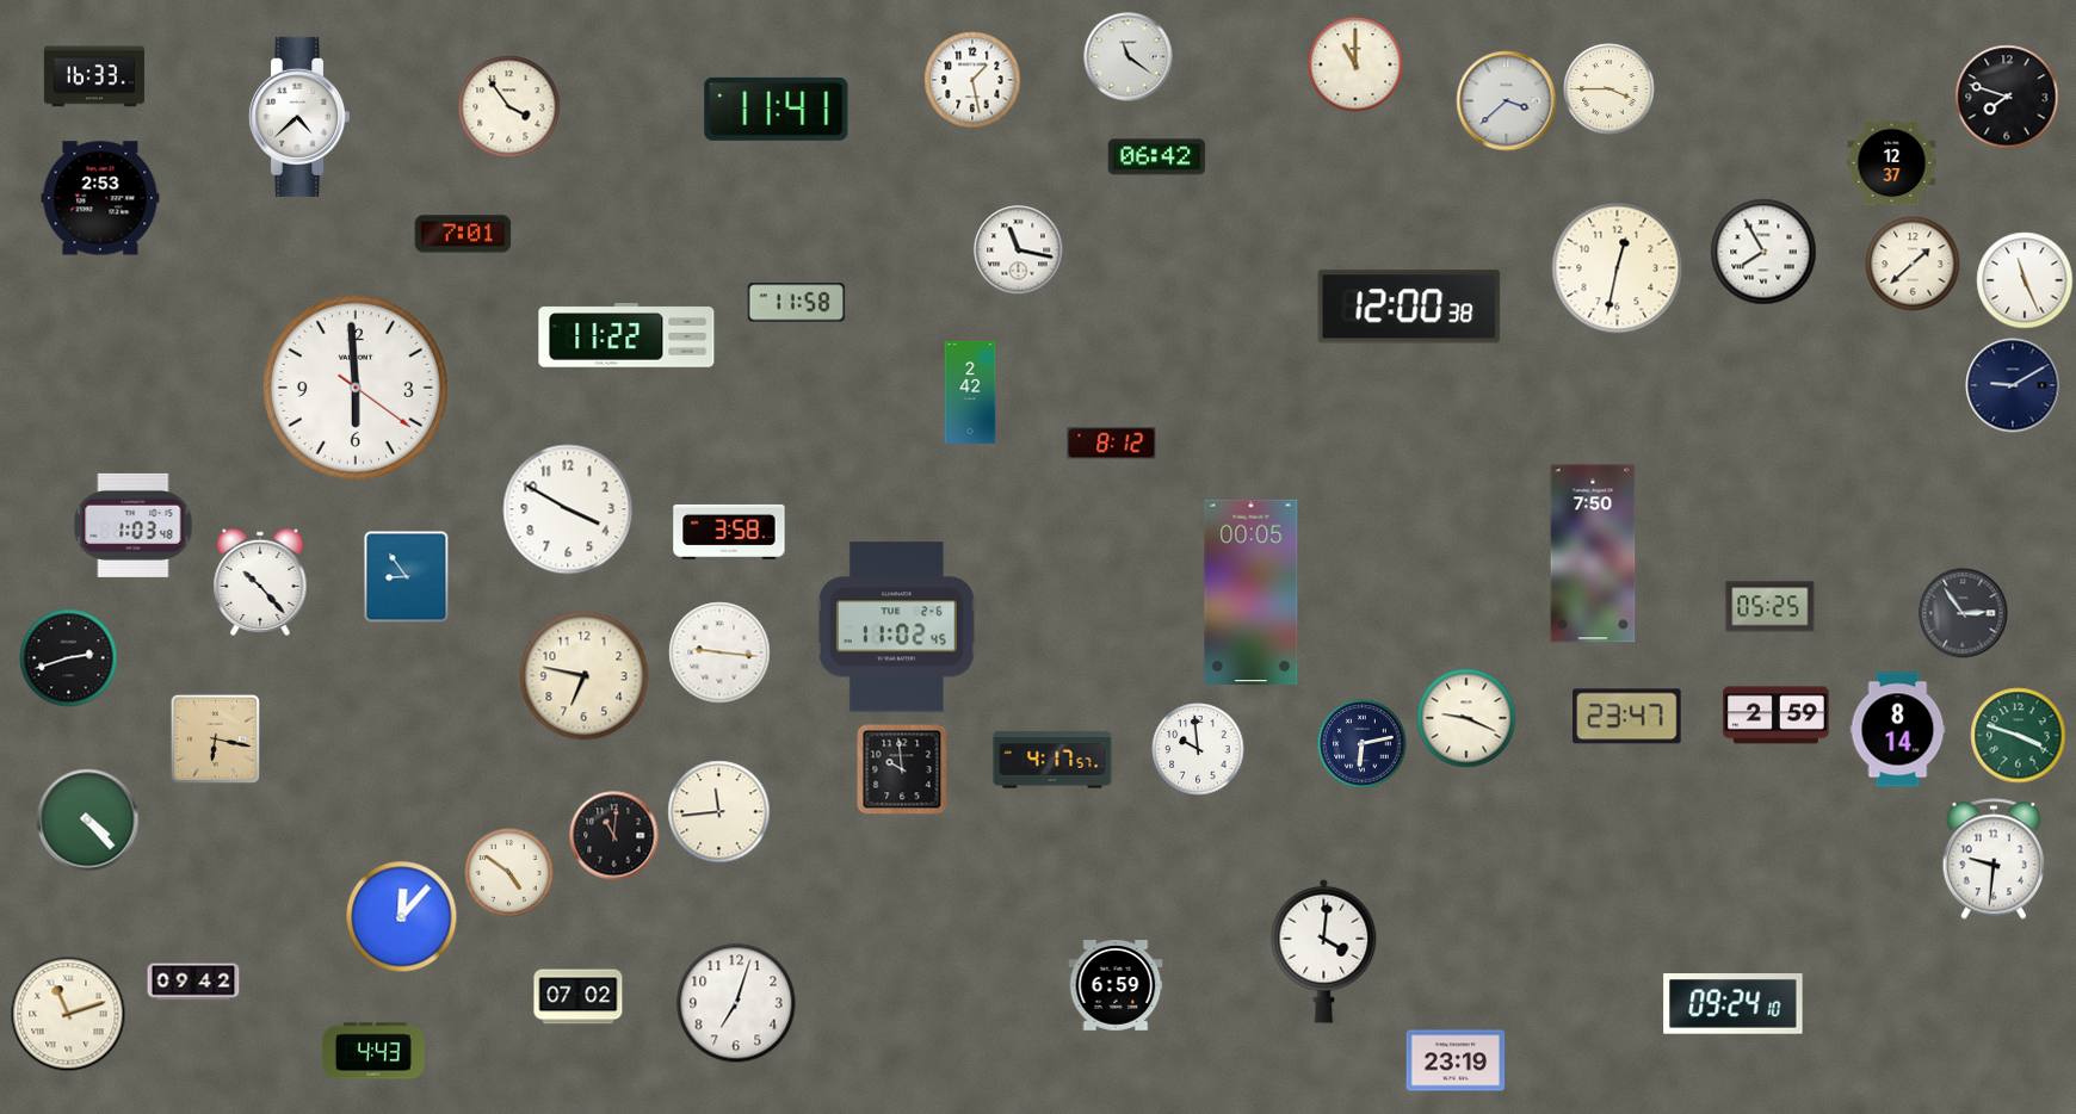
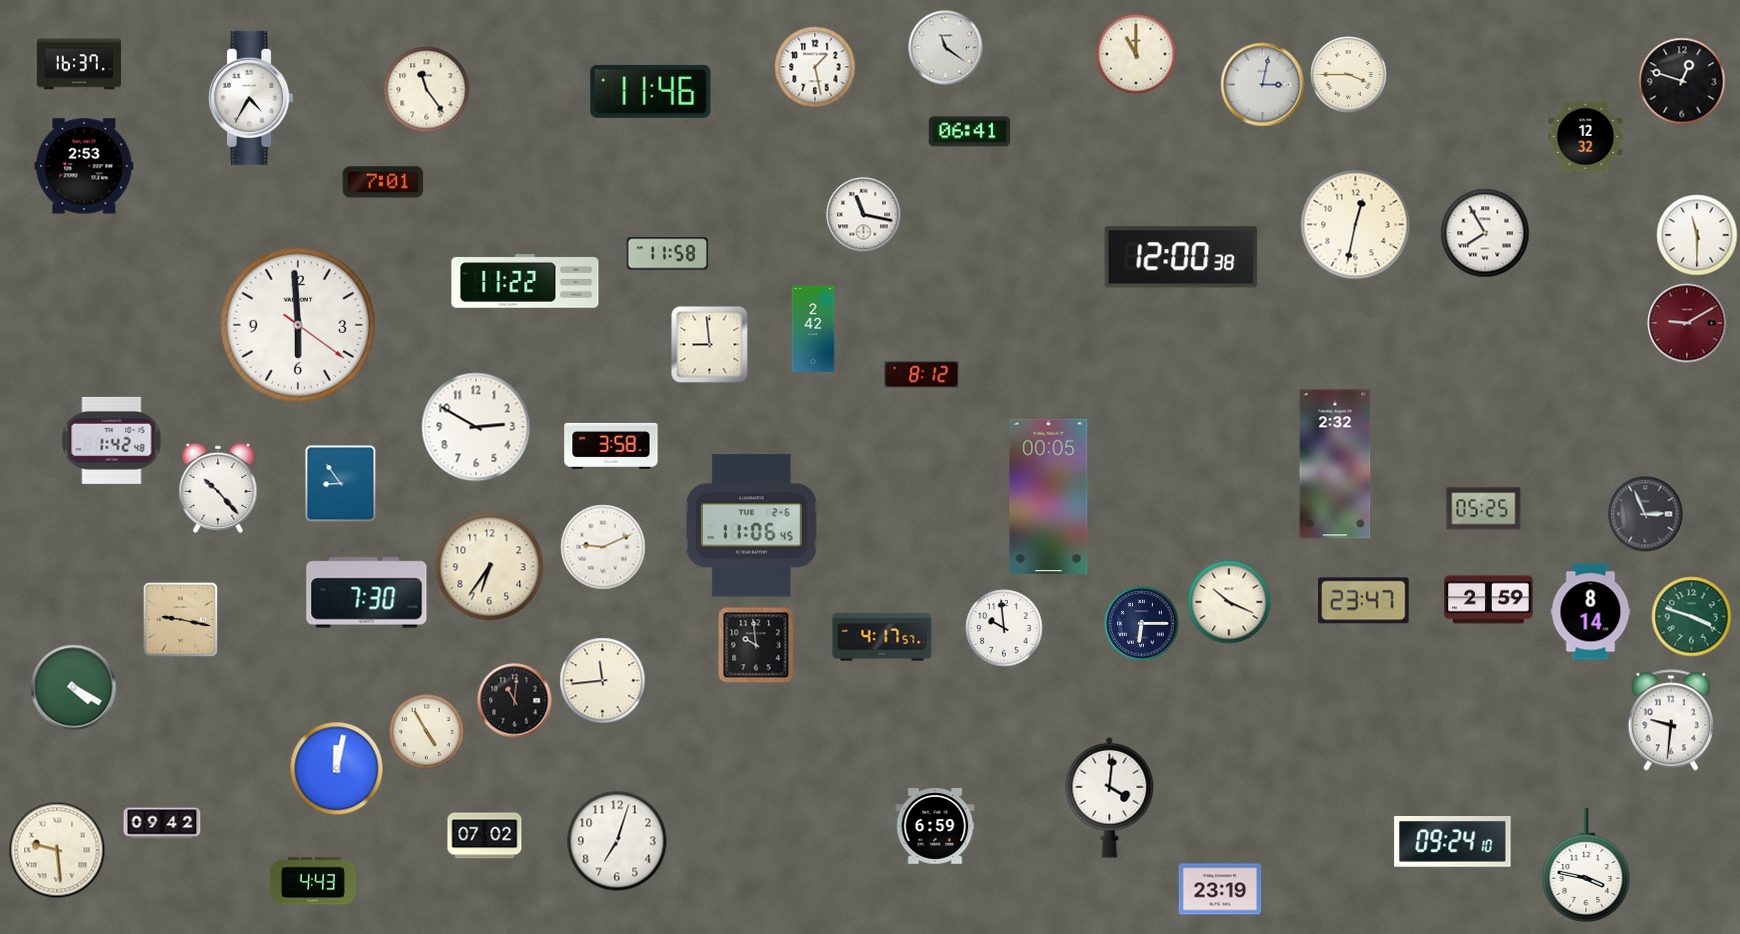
clock at (94, 76): 16:33 -> 16:37
clock at (2007, 97): 7:48 -> 12:48
clock at (1507, 101): 3:38 -> 3:02
clock at (509, 107): 3:54 -> 11:24
clock at (777, 109): 11:41 -> 11:46
clock at (299, 117): 4:38 -> 4:35
clock at (1157, 157): 06:42 -> 06:41
clock at (1892, 163): 12:37 -> 12:32
clock at (463, 234) position: (463, 234) -> (383, 182)
clock at (1019, 250) position: (1019, 250) -> (864, 215)
clock at (1763, 252) position: (1763, 252) -> (1485, 233)
clock at (1913, 264): 1:38 -> none
clock at (2025, 280): 11:26 -> 11:30
clock at (2013, 385) dial: navy -> burgundy
clock at (710, 345): none -> 8:59
clock at (1112, 444) position: (1112, 444) -> (922, 375)
clock at (568, 509): 3:50 -> 2:50
clock at (134, 525): 1:03 -> 1:42
clock at (1593, 553): 7:50 -> 2:32
clock at (1963, 613): 2:54 -> 2:56
clock at (896, 627): 11:02 -> 11:06
clock at (719, 652): 9:16 -> 9:11
clock at (69, 658): 2:42 -> none
clock at (585, 676): 6:47 -> 6:36
clock at (367, 593): none -> 7:30
clock at (1466, 718): 9:19 -> 10:19
clock at (215, 738): 6:17 -> 9:17
clock at (1363, 744): 6:13 -> 6:15
clock at (88, 821): 4:23 -> 4:20
clock at (509, 873): 4:51 -> 4:55
clock at (402, 917): 12:07 -> 12:02
clock at (68, 1014): 11:12 -> 9:29
clock at (1586, 865): none -> 3:47
